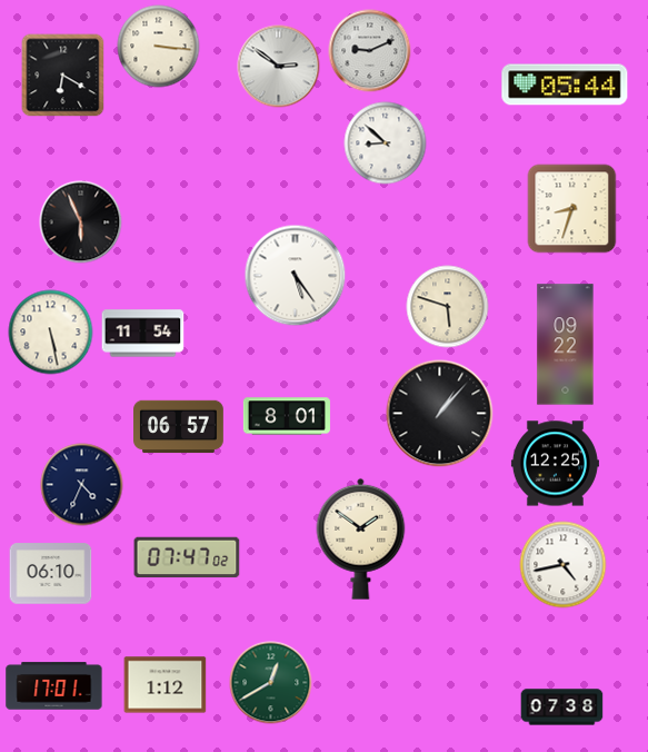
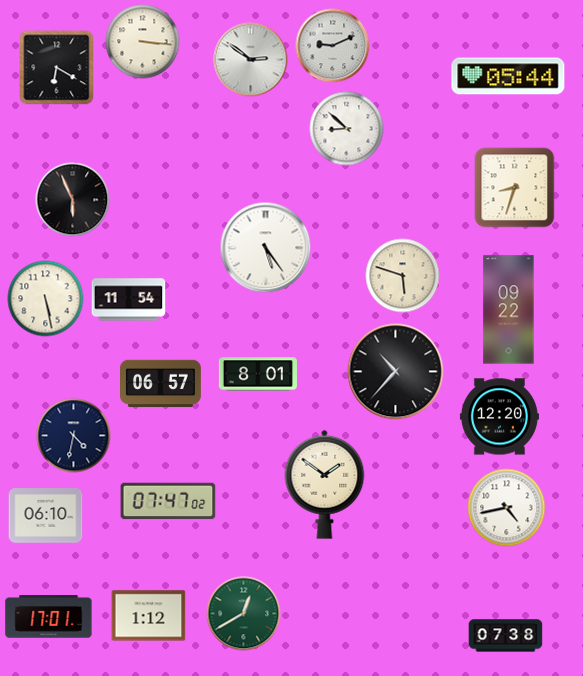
clock at (440, 414): 1:07 -> 10:37
clock at (555, 464): 12:25 -> 12:20
clock at (82, 485): 4:34 -> 4:32
